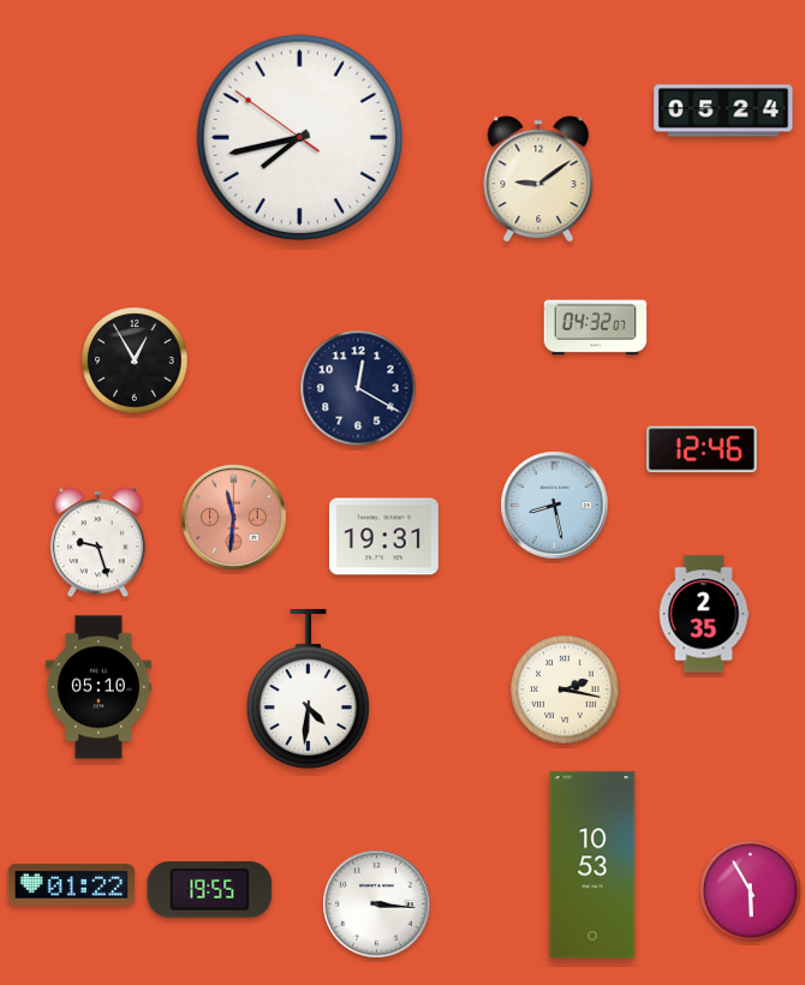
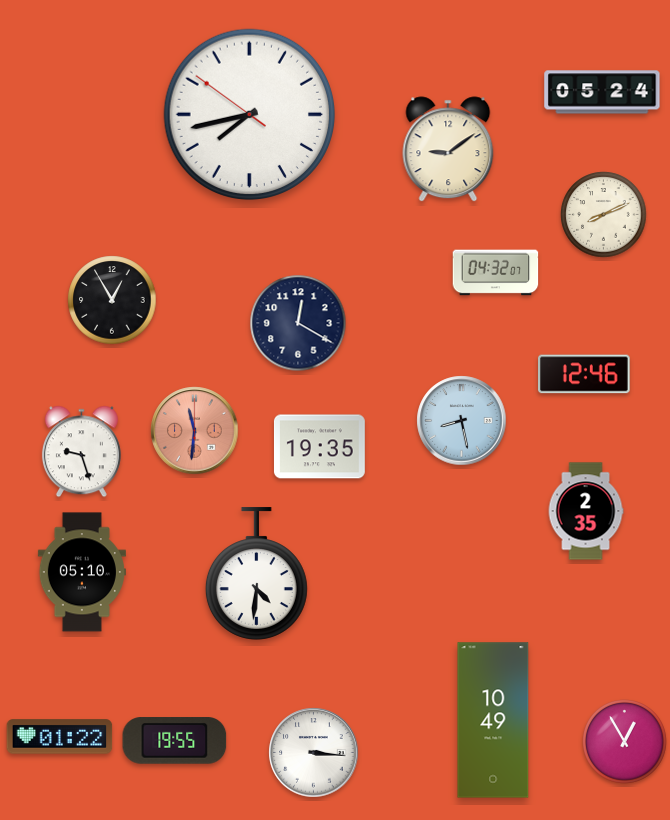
clock at (604, 215): none -> 8:11
clock at (383, 537): 19:31 -> 19:35
clock at (565, 689): 2:17 -> none
clock at (592, 865): 10:53 -> 10:49
clock at (751, 891): 5:55 -> 12:55
